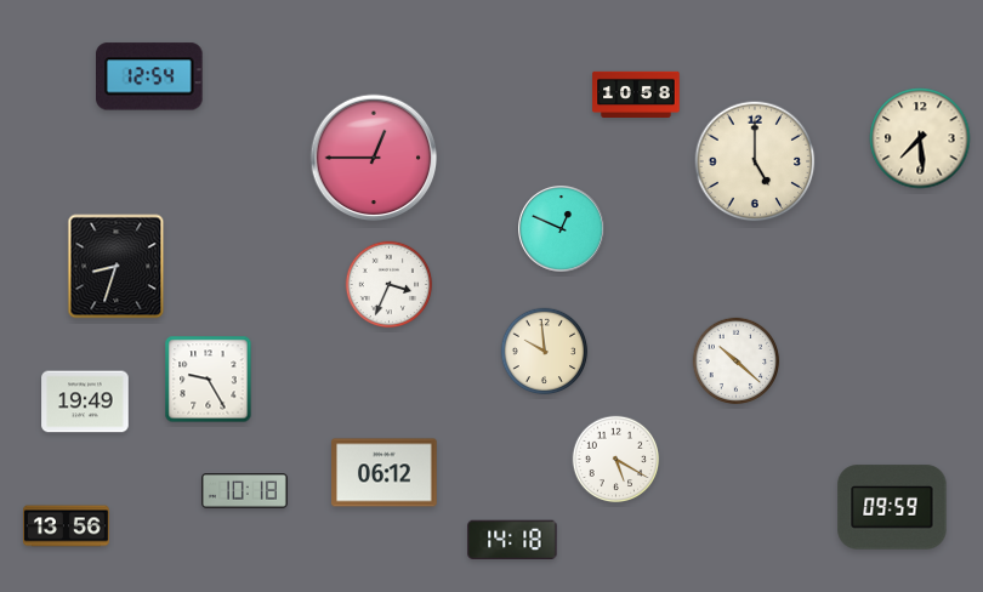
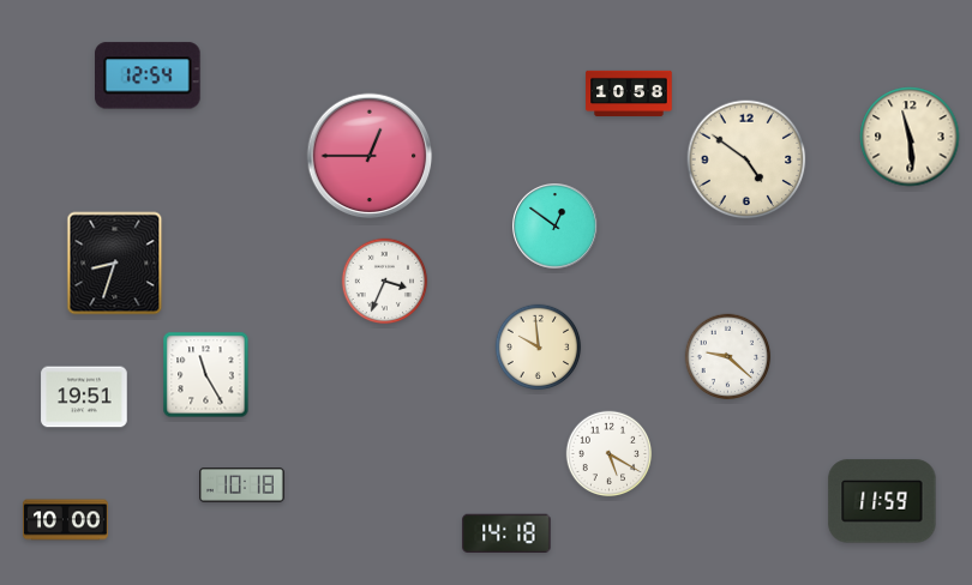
clock at (920, 138): 7:29 -> 11:29
clock at (755, 161): 5:00 -> 4:51
clock at (562, 229): 12:49 -> 12:51
clock at (737, 362): 10:22 -> 9:22
clock at (209, 380): 9:25 -> 11:25
clock at (85, 402): 19:49 -> 19:51
clock at (385, 473): 06:12 -> none
clock at (892, 507): 09:59 -> 11:59
clock at (67, 526): 13:56 -> 10:00
